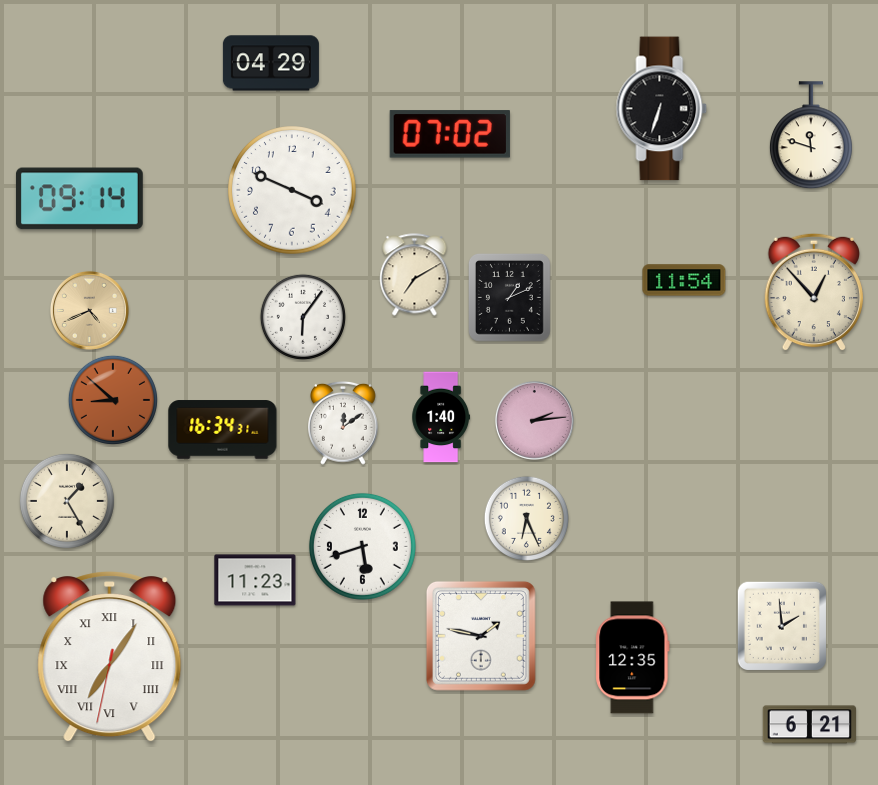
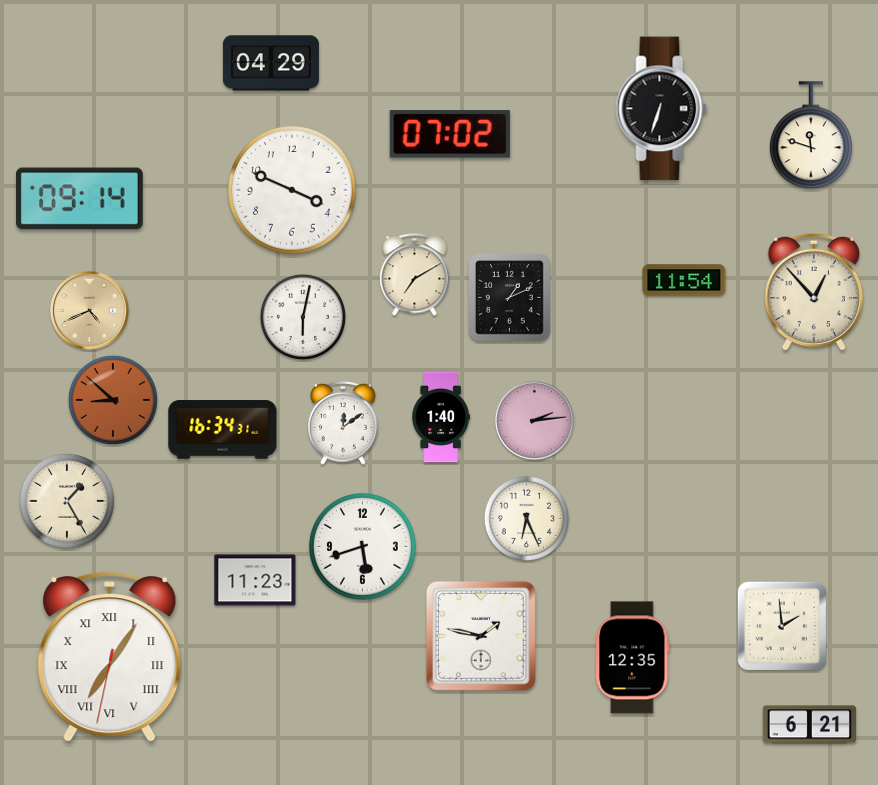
clock at (303, 317): 6:06 -> 6:02
